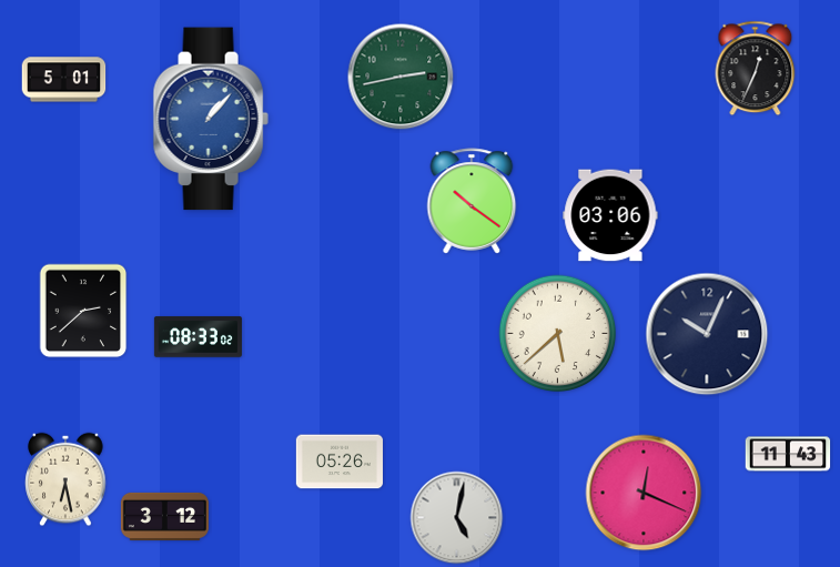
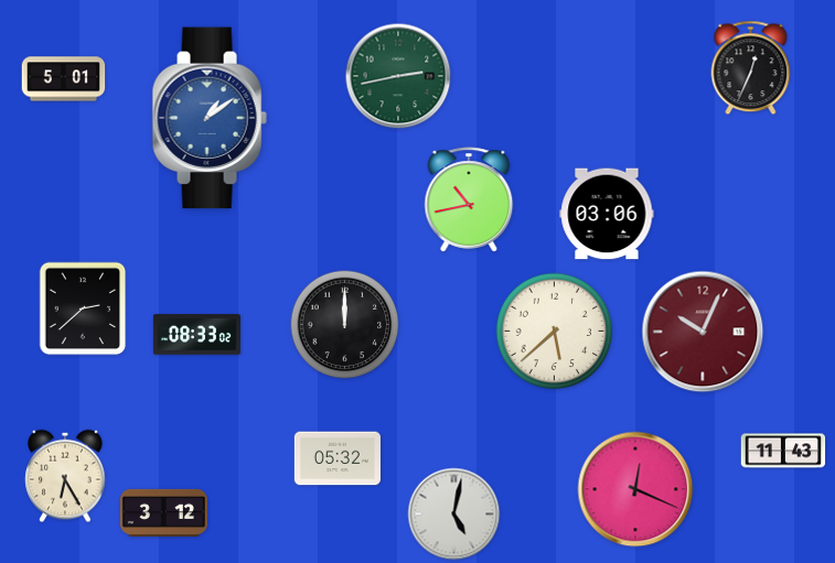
clock at (211, 119): 1:07 -> 1:09
clock at (472, 201): 10:21 -> 10:43
clock at (345, 325): none -> 12:00
clock at (707, 334) dial: navy -> burgundy
clock at (340, 462): 05:26 -> 05:32
clock at (65, 479): 6:28 -> 6:25
clock at (644, 493) position: (644, 493) -> (635, 489)
